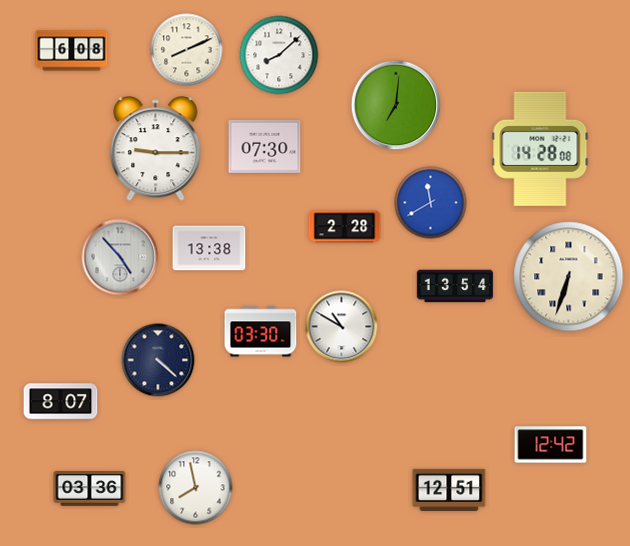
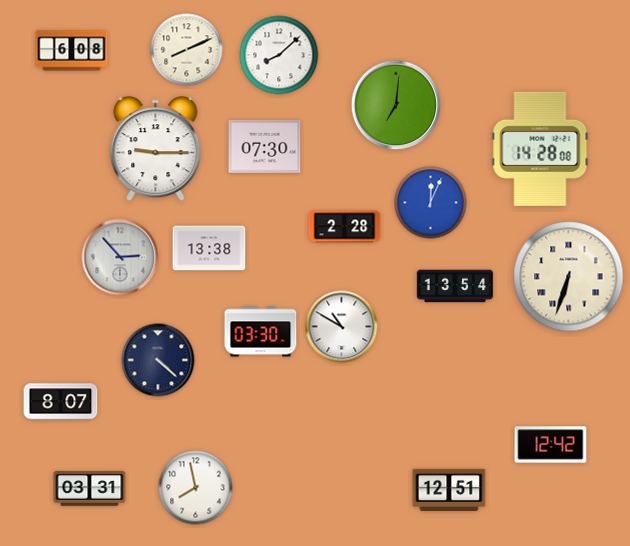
clock at (431, 203): 11:40 -> 12:04
clock at (120, 257): 4:53 -> 2:53
clock at (90, 489): 03:36 -> 03:31
